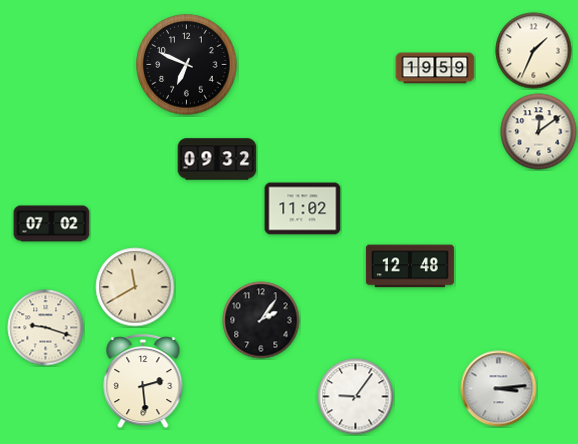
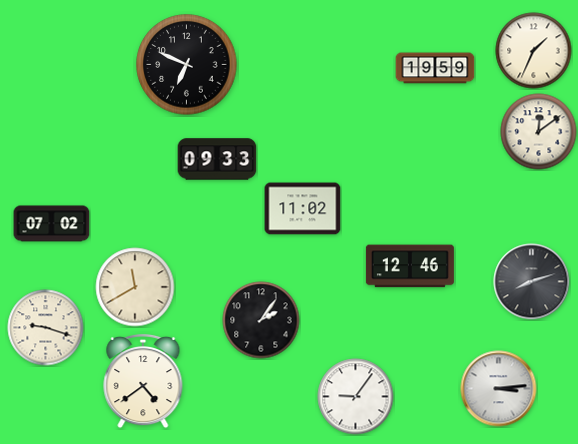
clock at (217, 159): 09:32 -> 09:33
clock at (410, 266): 12:48 -> 12:46
clock at (532, 282): none -> 8:12
clock at (143, 381): 2:29 -> 4:39
